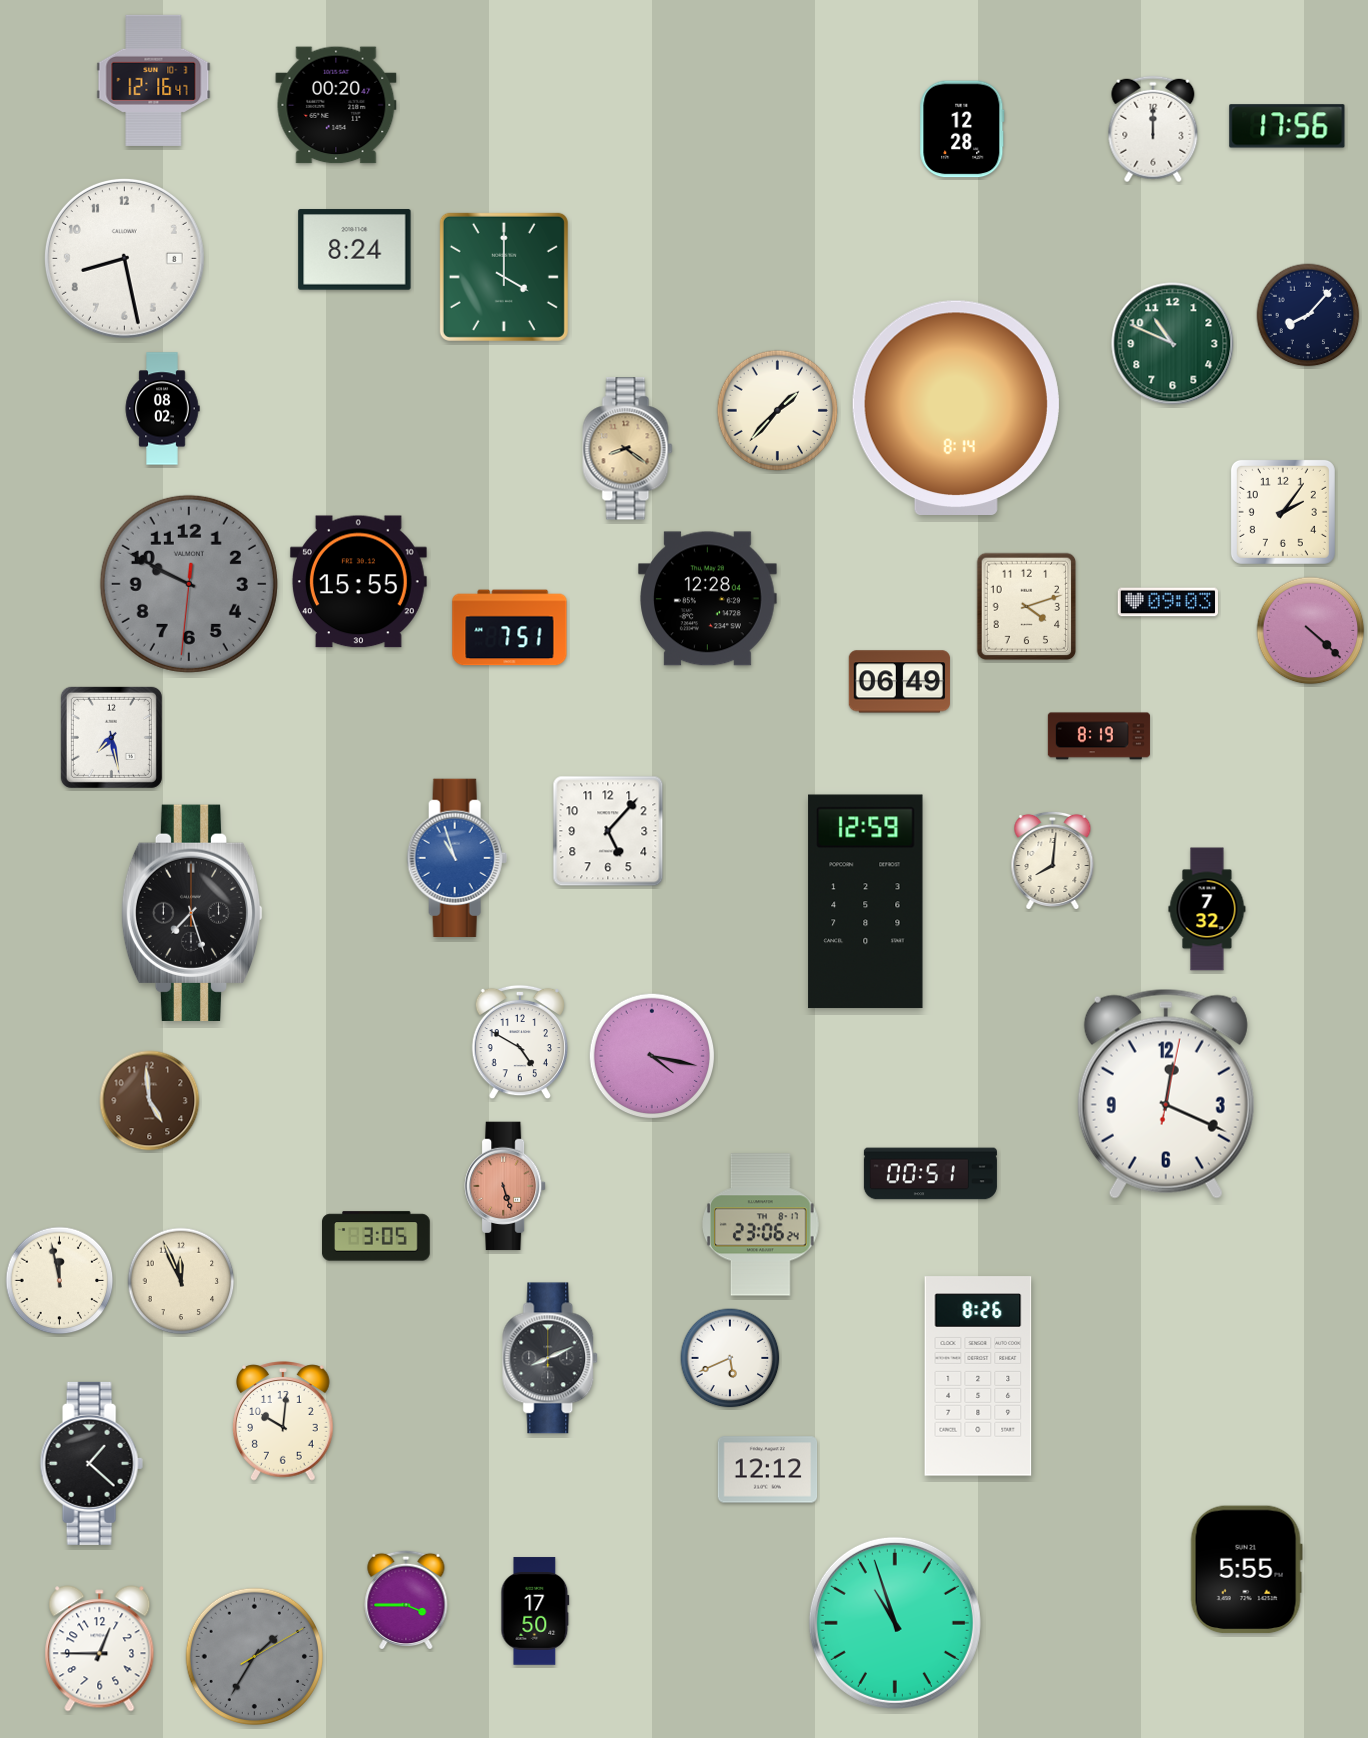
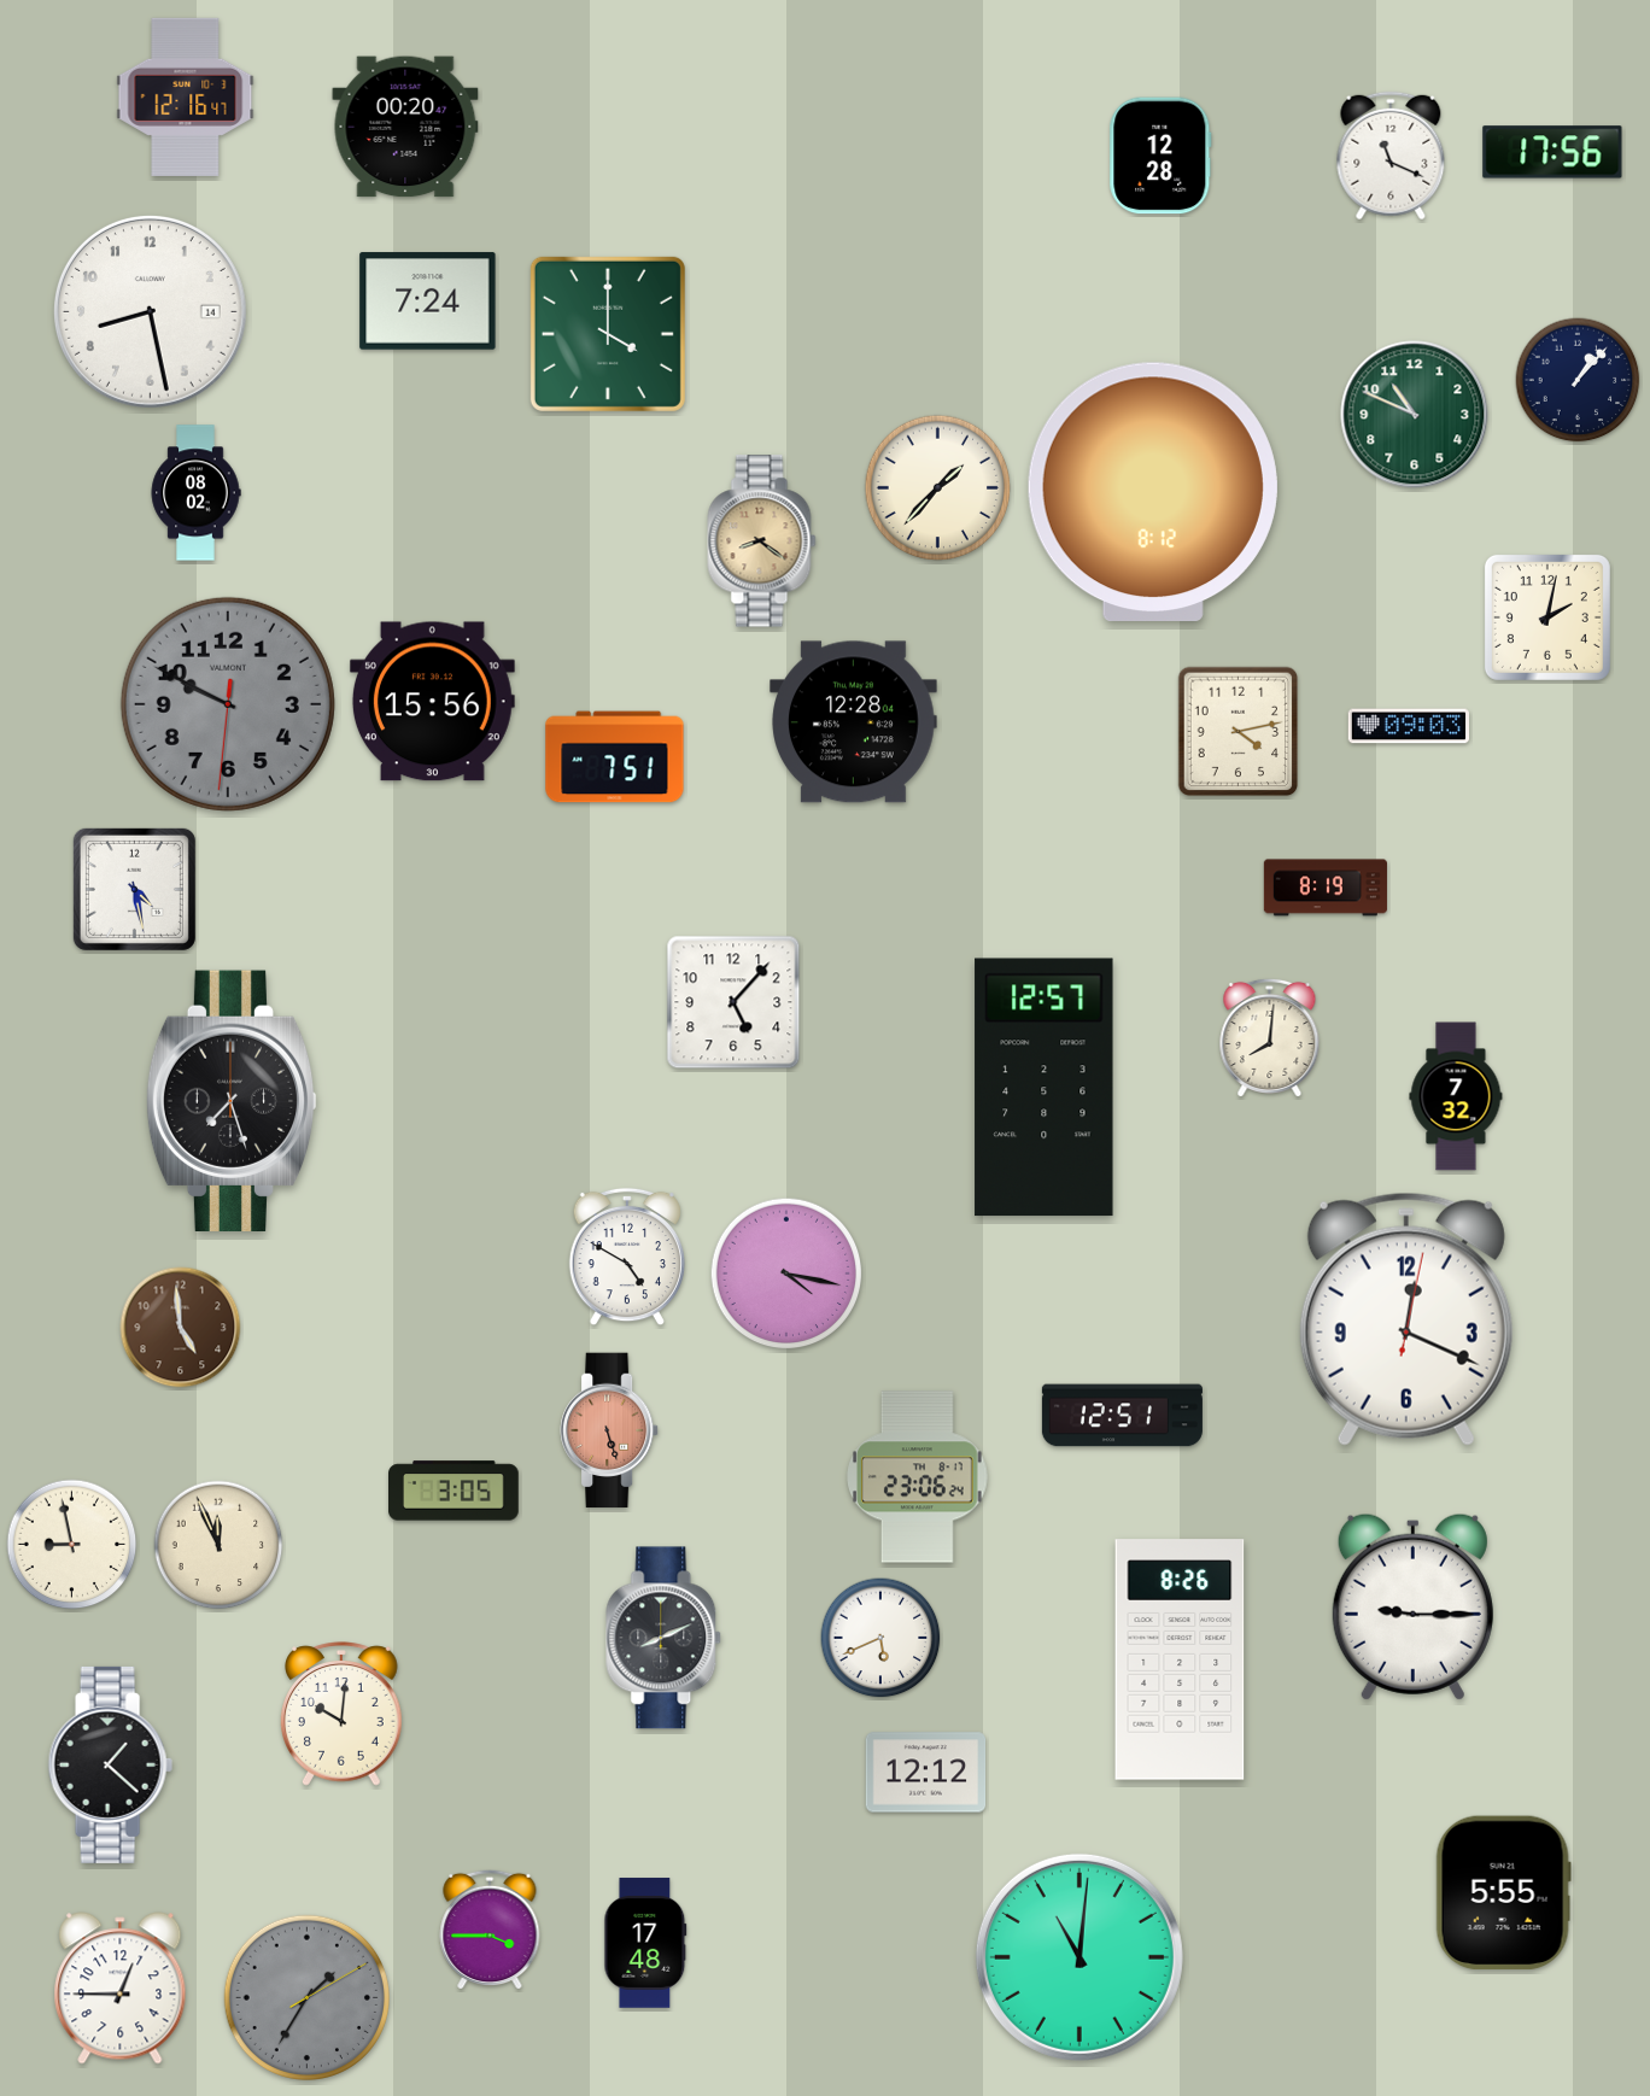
clock at (1153, 129): 12:00 -> 11:19
clock at (355, 250): 8:24 -> 7:24
clock at (124, 258) date: 8 -> 14
clock at (1308, 315): 8:07 -> 1:07
clock at (956, 407): 8:14 -> 8:12
clock at (778, 411) position: (778, 411) -> (938, 488)
clock at (628, 449) position: (628, 449) -> (762, 541)
clock at (1283, 512): 2:06 -> 2:02
clock at (358, 582): 15:55 -> 15:56
clock at (1027, 607): 4:12 -> 4:13
clock at (1311, 631): 4:22 -> none
clock at (899, 682): 06:49 -> none
clock at (111, 737): 7:28 -> 4:28
clock at (457, 857): 10:57 -> none
clock at (866, 902): 12:59 -> 12:57
clock at (930, 1174): 00:51 -> 12:51
clock at (60, 1281): 11:58 -> 8:58
clock at (1412, 1606): none -> 9:15
clock at (535, 1611): 17:50 -> 17:48
clock at (895, 1623): 10:57 -> 11:01
